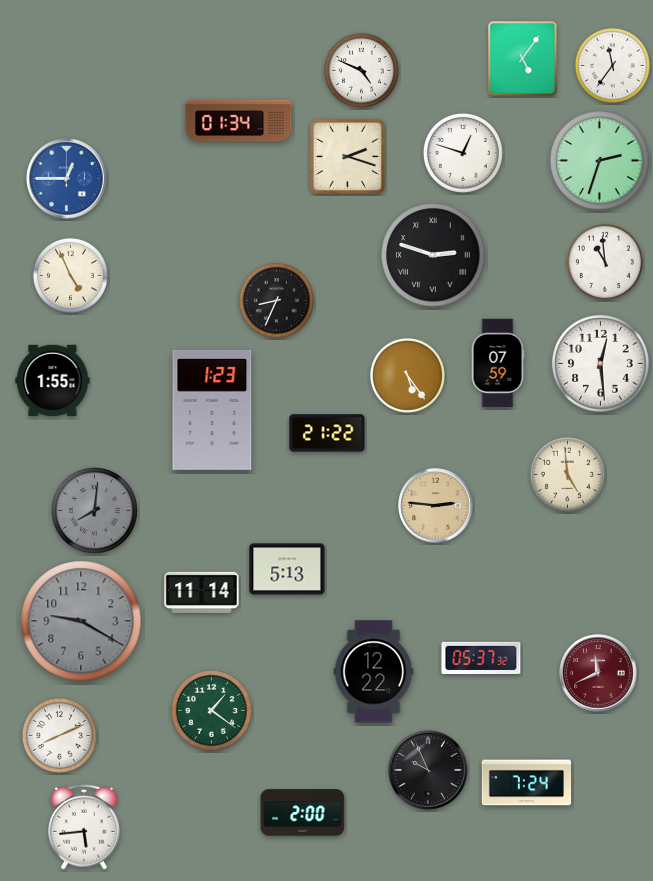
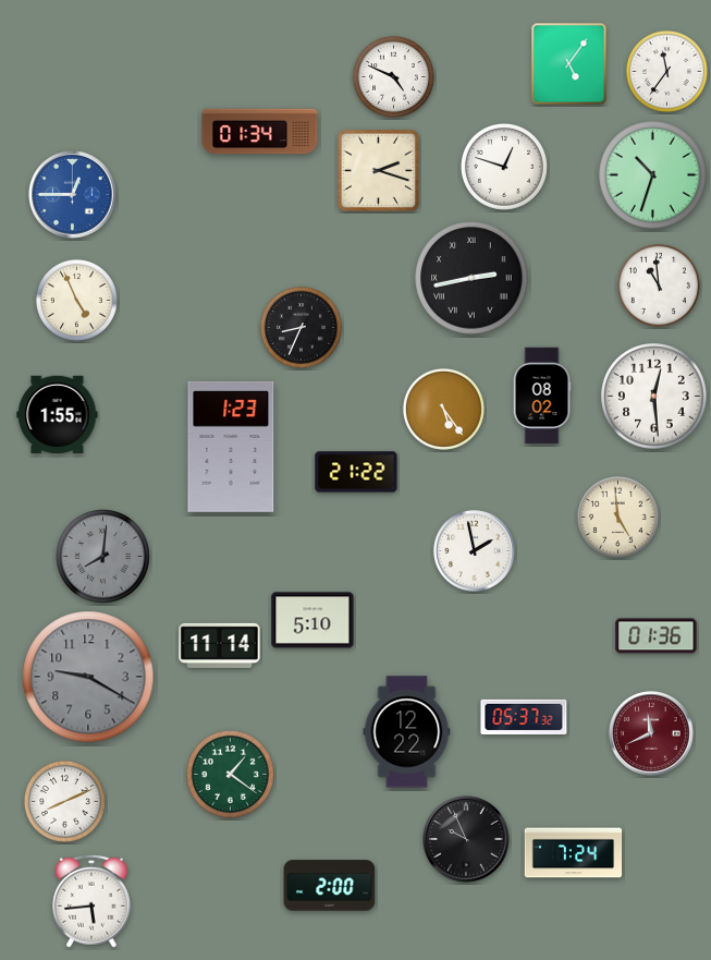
clock at (600, 161): 2:33 -> 10:33
clock at (433, 255): 2:48 -> 2:43
clock at (498, 363): 07:59 -> 08:02
clock at (436, 506): 2:46 -> 1:58
clock at (436, 506) dial: champagne -> white
clock at (287, 569): 5:13 -> 5:10
clock at (657, 636): none -> 01:36
